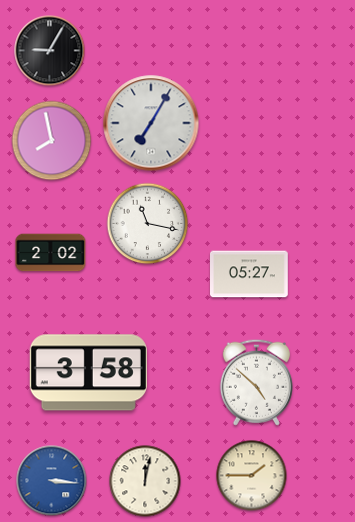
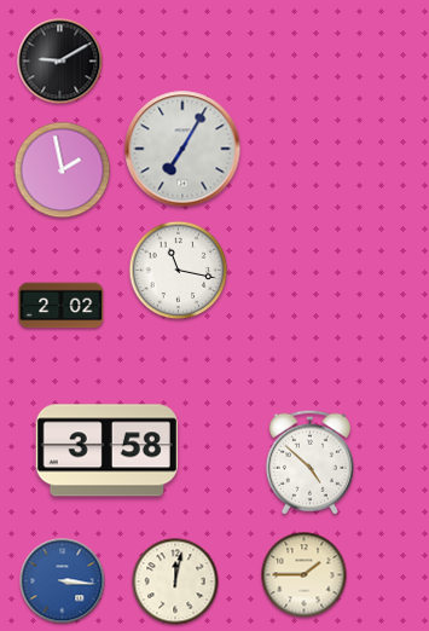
clock at (50, 51): 9:05 -> 9:10
clock at (52, 141): 7:58 -> 1:58
clock at (250, 274): 05:27 -> none
